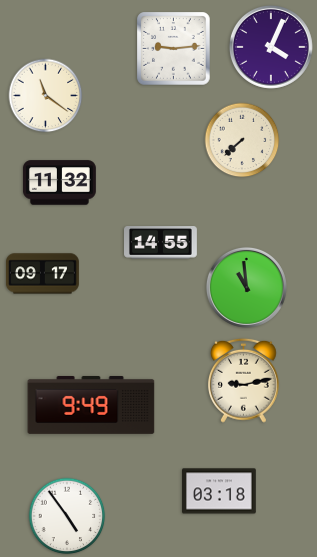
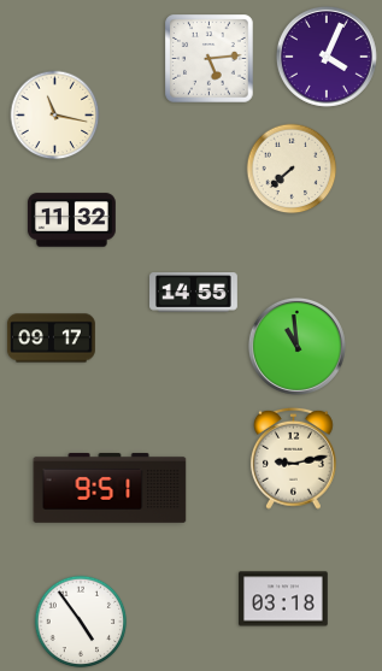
clock at (174, 49): 9:14 -> 5:14
clock at (46, 96): 11:21 -> 11:17
clock at (43, 274) position: (43, 274) -> (52, 339)
clock at (91, 405): 9:49 -> 9:51
clock at (219, 491) position: (219, 491) -> (283, 599)
